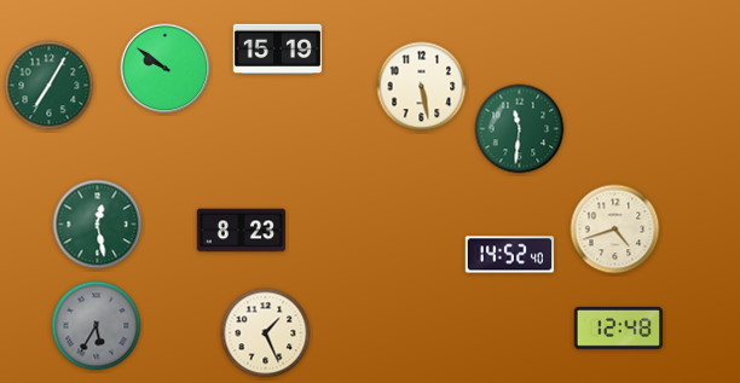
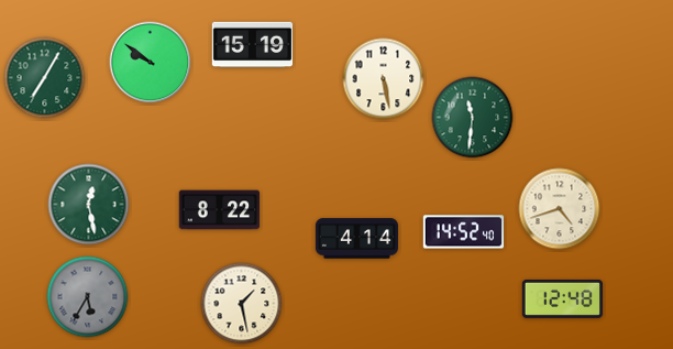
clock at (242, 231): 8:23 -> 8:22
clock at (356, 239): none -> 4:14
clock at (266, 333): 1:26 -> 1:28
